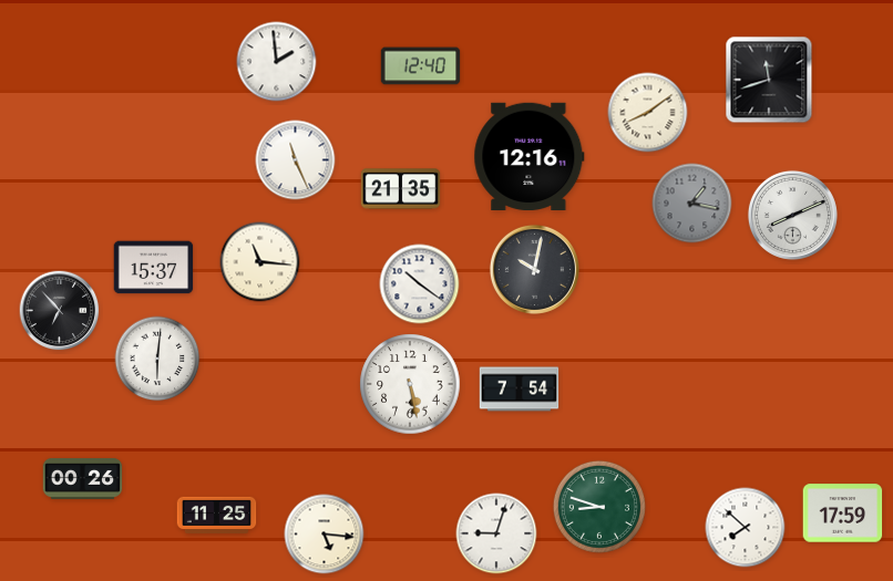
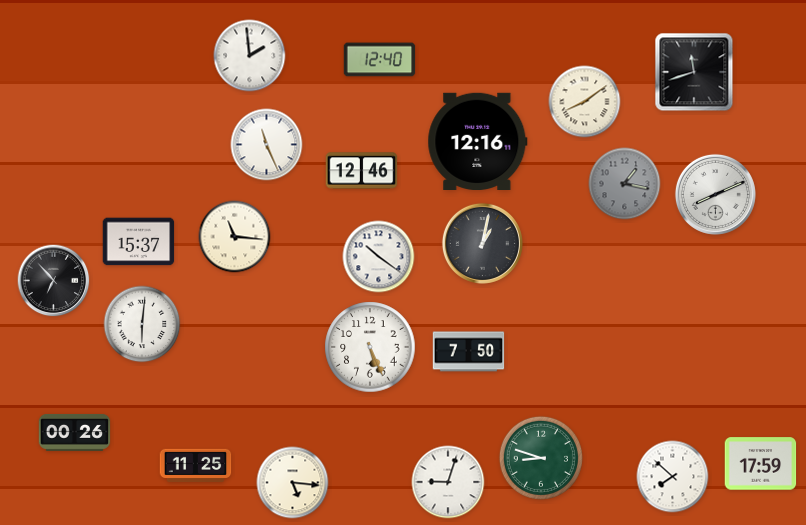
clock at (401, 189): 21:35 -> 12:46
clock at (534, 269): 10:02 -> 1:02
clock at (410, 384): 5:28 -> 5:26
clock at (520, 390): 7:54 -> 7:50
